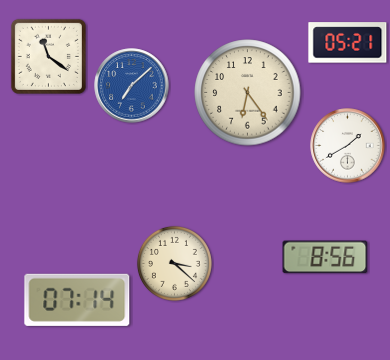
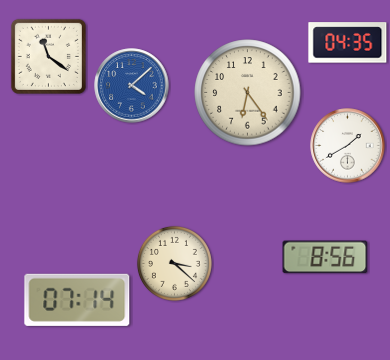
clock at (348, 43): 05:21 -> 04:35
clock at (132, 86): 7:08 -> 4:08
